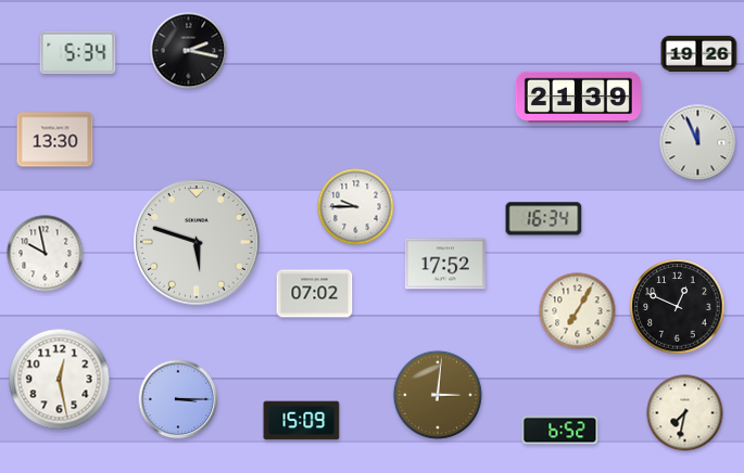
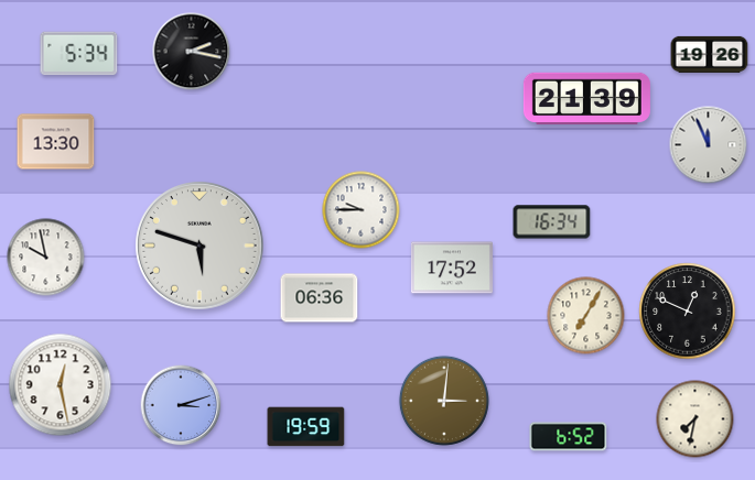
clock at (315, 294): 07:02 -> 06:36
clock at (178, 399): 3:15 -> 3:12
clock at (302, 421): 15:09 -> 19:59
